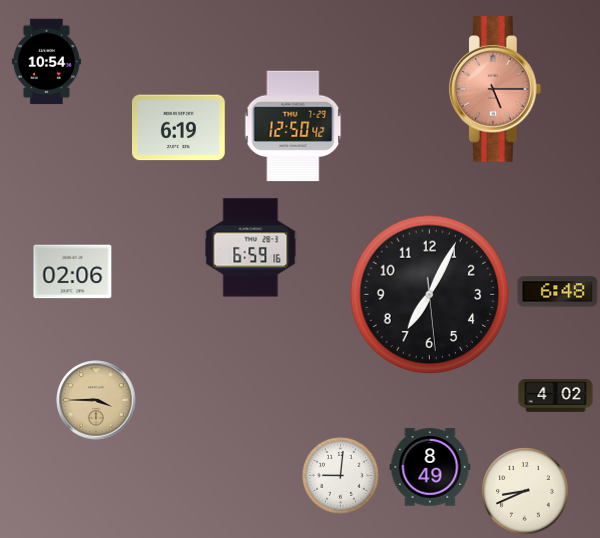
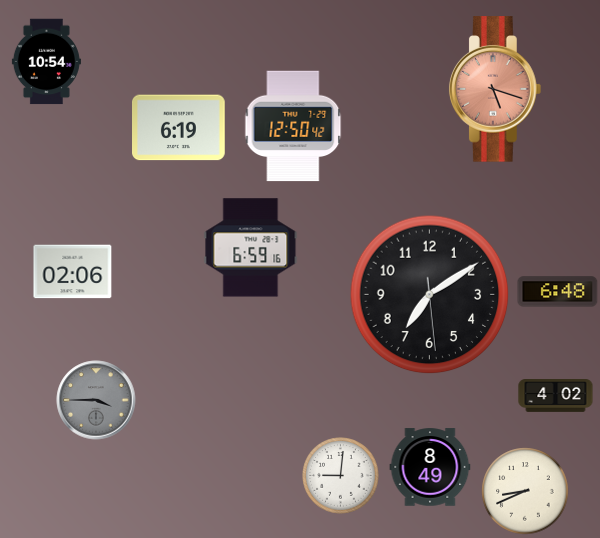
clock at (495, 89): 5:15 -> 5:18
clock at (430, 295): 7:04 -> 7:09
clock at (96, 400) dial: champagne -> grey
